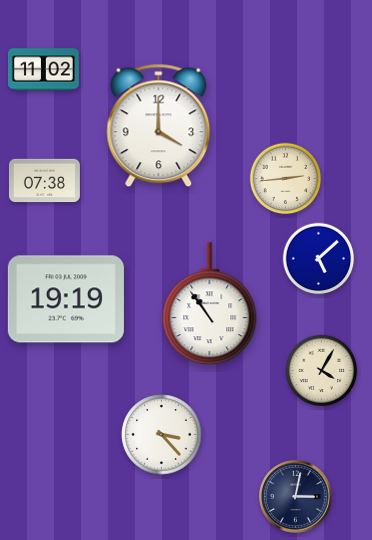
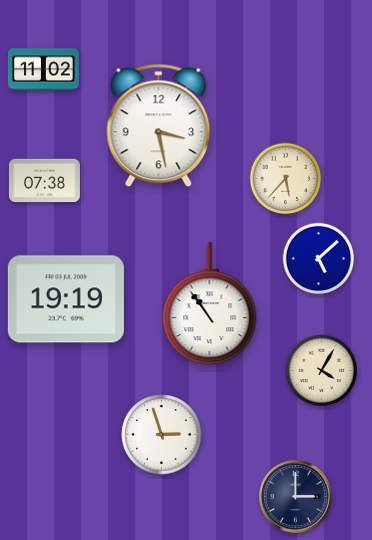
clock at (159, 126): 4:00 -> 3:28
clock at (286, 179): 2:44 -> 5:37
clock at (162, 435): 3:23 -> 2:57
clock at (296, 497): 3:02 -> 3:00
